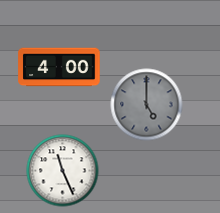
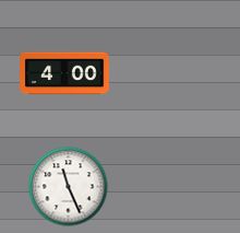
clock at (147, 105): 5:00 -> none
